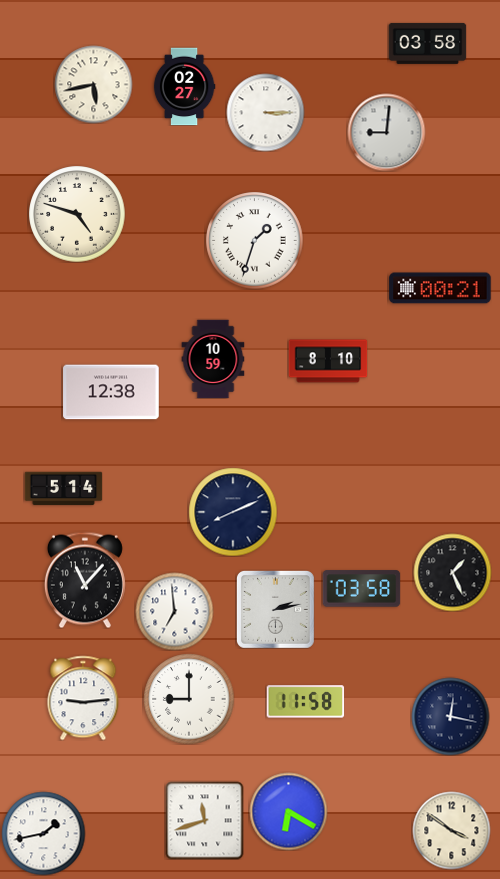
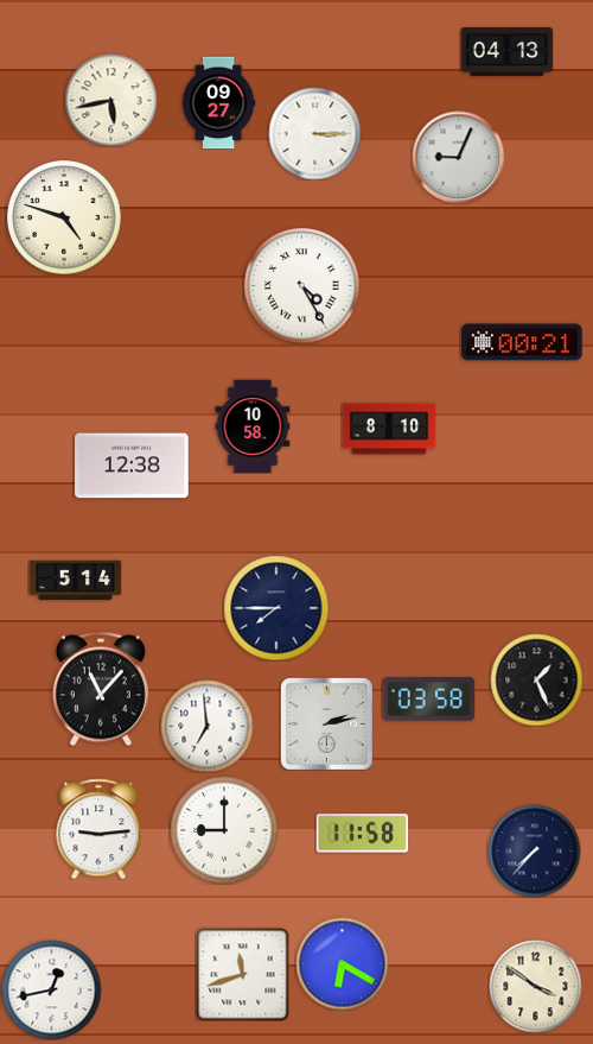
clock at (427, 43): 03:58 -> 04:13
clock at (184, 86): 02:27 -> 09:27
clock at (386, 132): 9:01 -> 9:04
clock at (77, 214) position: (77, 214) -> (64, 217)
clock at (255, 241): 1:33 -> 4:25
clock at (213, 359): 10:59 -> 10:58
clock at (233, 512): 8:11 -> 7:45
clock at (450, 716): 12:17 -> 7:37
clock at (43, 833): 1:43 -> 12:43
